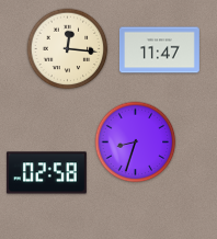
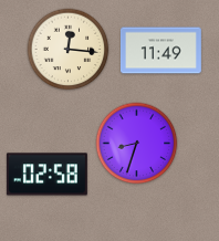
clock at (159, 50): 11:47 -> 11:49
